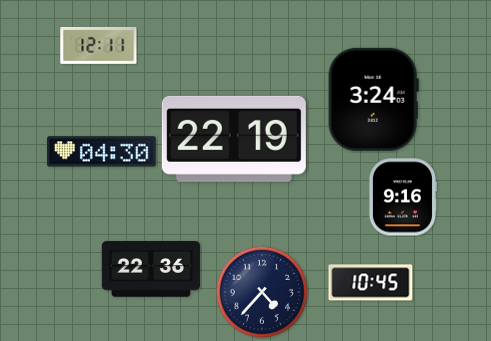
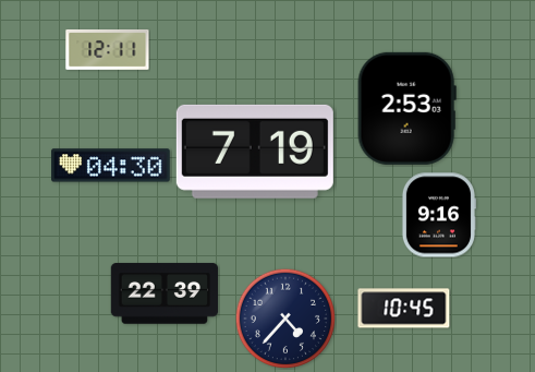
clock at (373, 99): 3:24 -> 2:53
clock at (234, 139): 22:19 -> 7:19
clock at (151, 269): 22:36 -> 22:39
